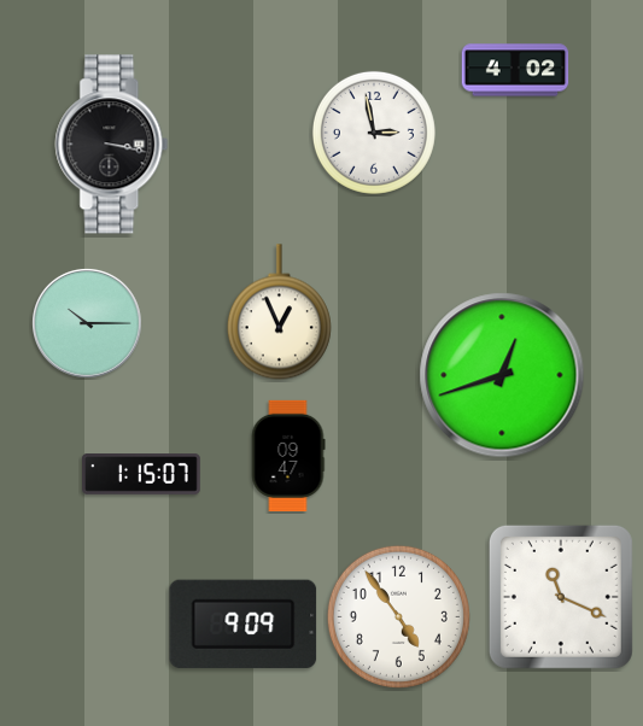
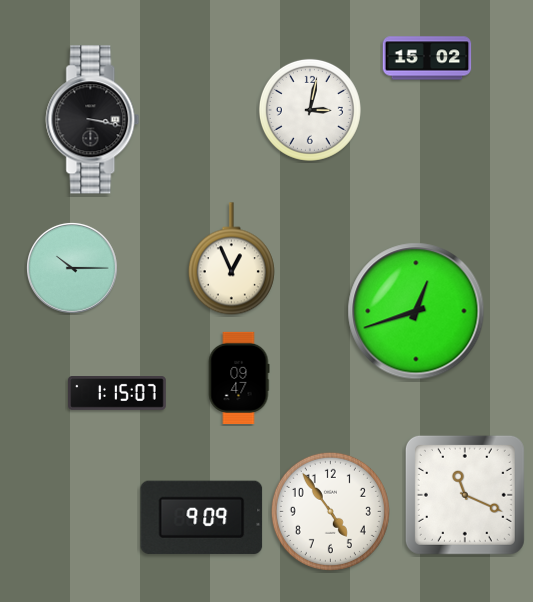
clock at (515, 70): 4:02 -> 15:02
clock at (374, 133): 2:58 -> 3:02
